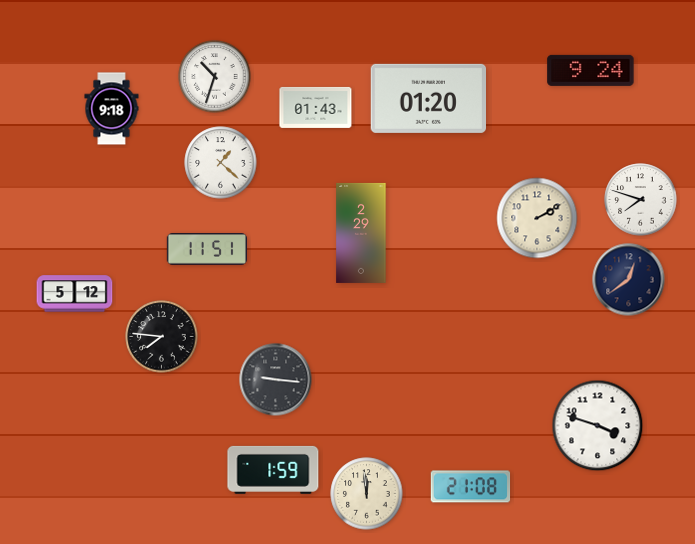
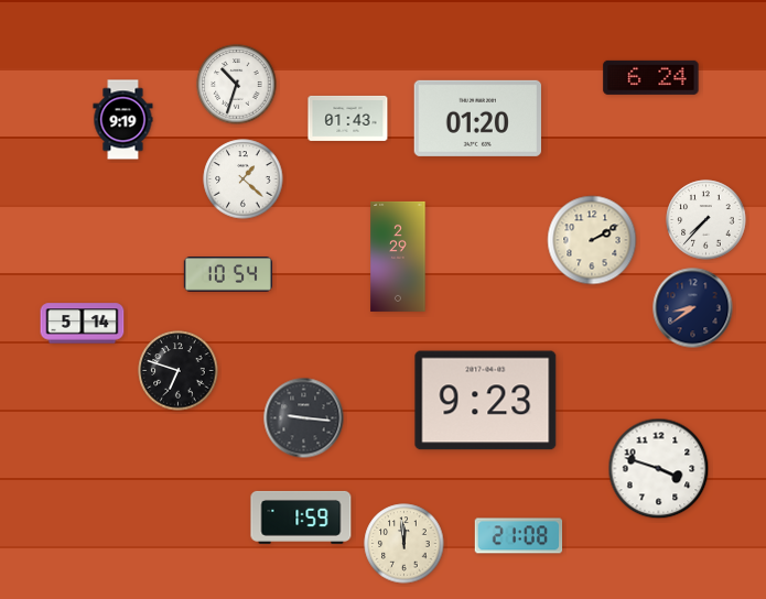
clock at (591, 70): 9:24 -> 6:24
clock at (428, 98) position: (428, 98) -> (477, 118)
clock at (112, 109): 9:18 -> 9:19
clock at (641, 200): 7:48 -> 7:37
clock at (206, 250): 11:51 -> 10:54
clock at (629, 280): 12:39 -> 8:39
clock at (75, 294): 5:12 -> 5:14
clock at (162, 337): 7:46 -> 6:48
clock at (486, 401): none -> 9:23
